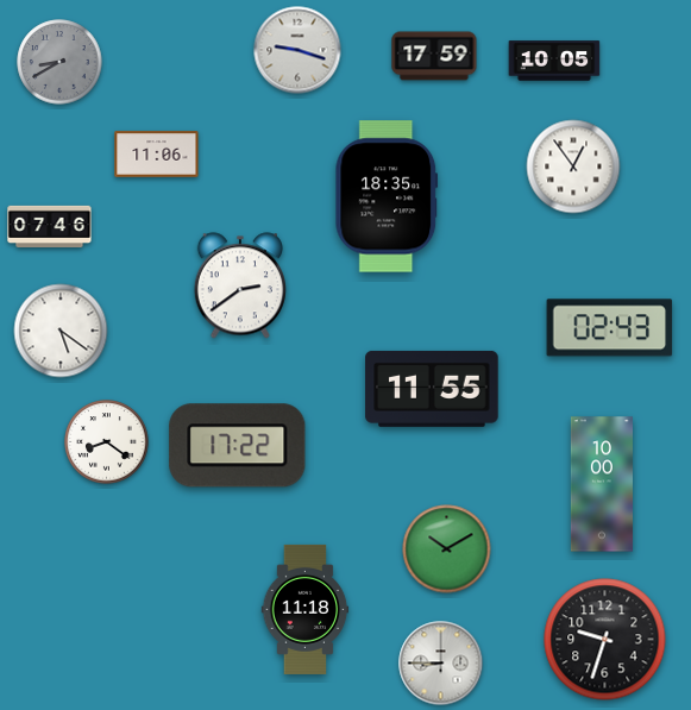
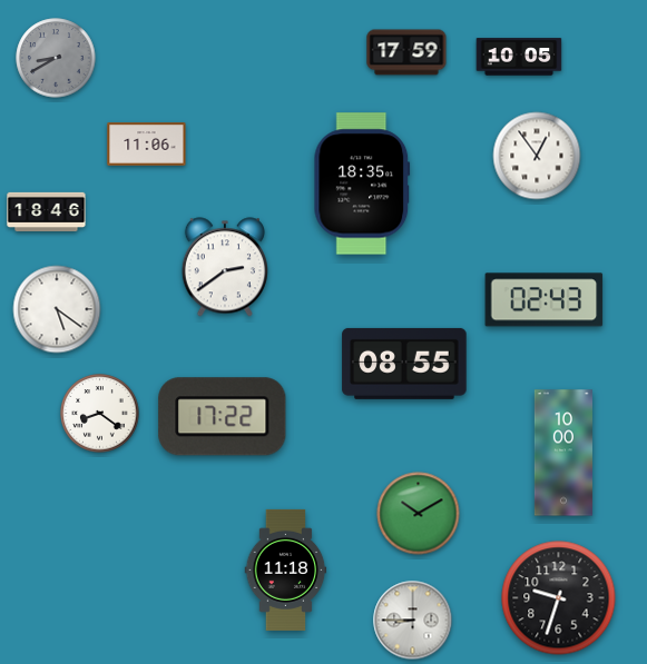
clock at (297, 50): 9:18 -> none
clock at (50, 226): 07:46 -> 18:46
clock at (610, 328) position: (610, 328) -> (545, 300)
clock at (432, 389): 11:55 -> 08:55
clock at (605, 640) position: (605, 640) -> (559, 598)
